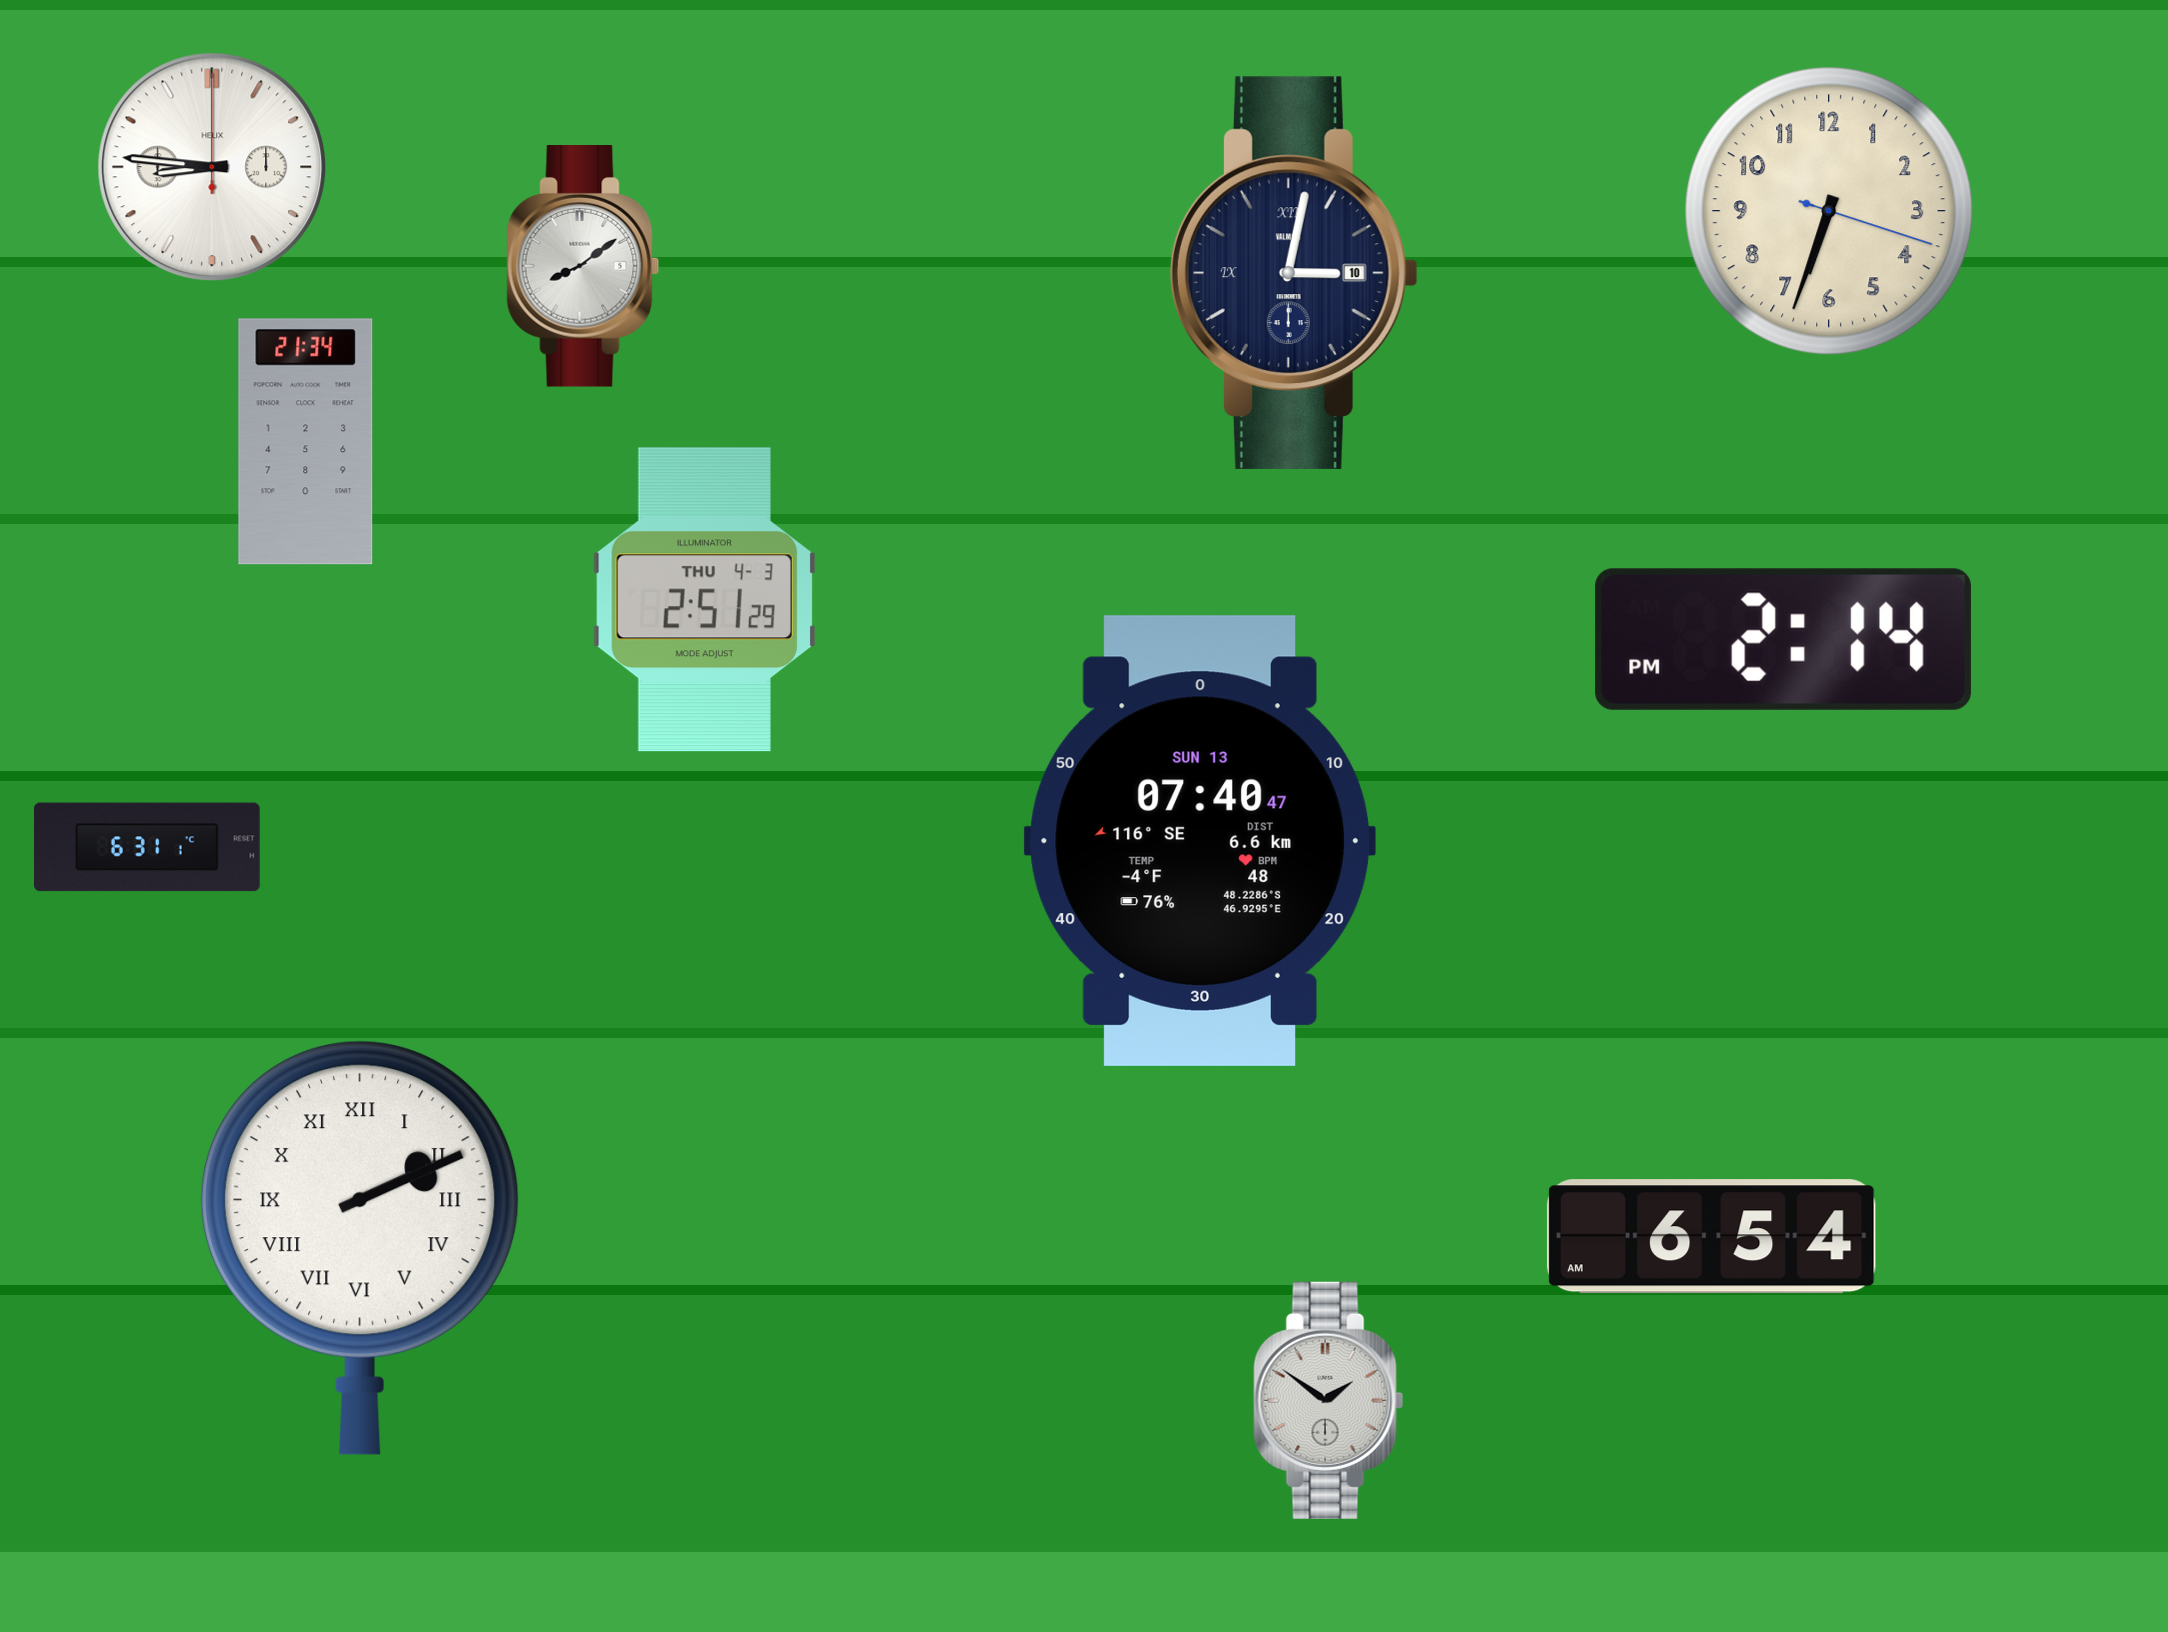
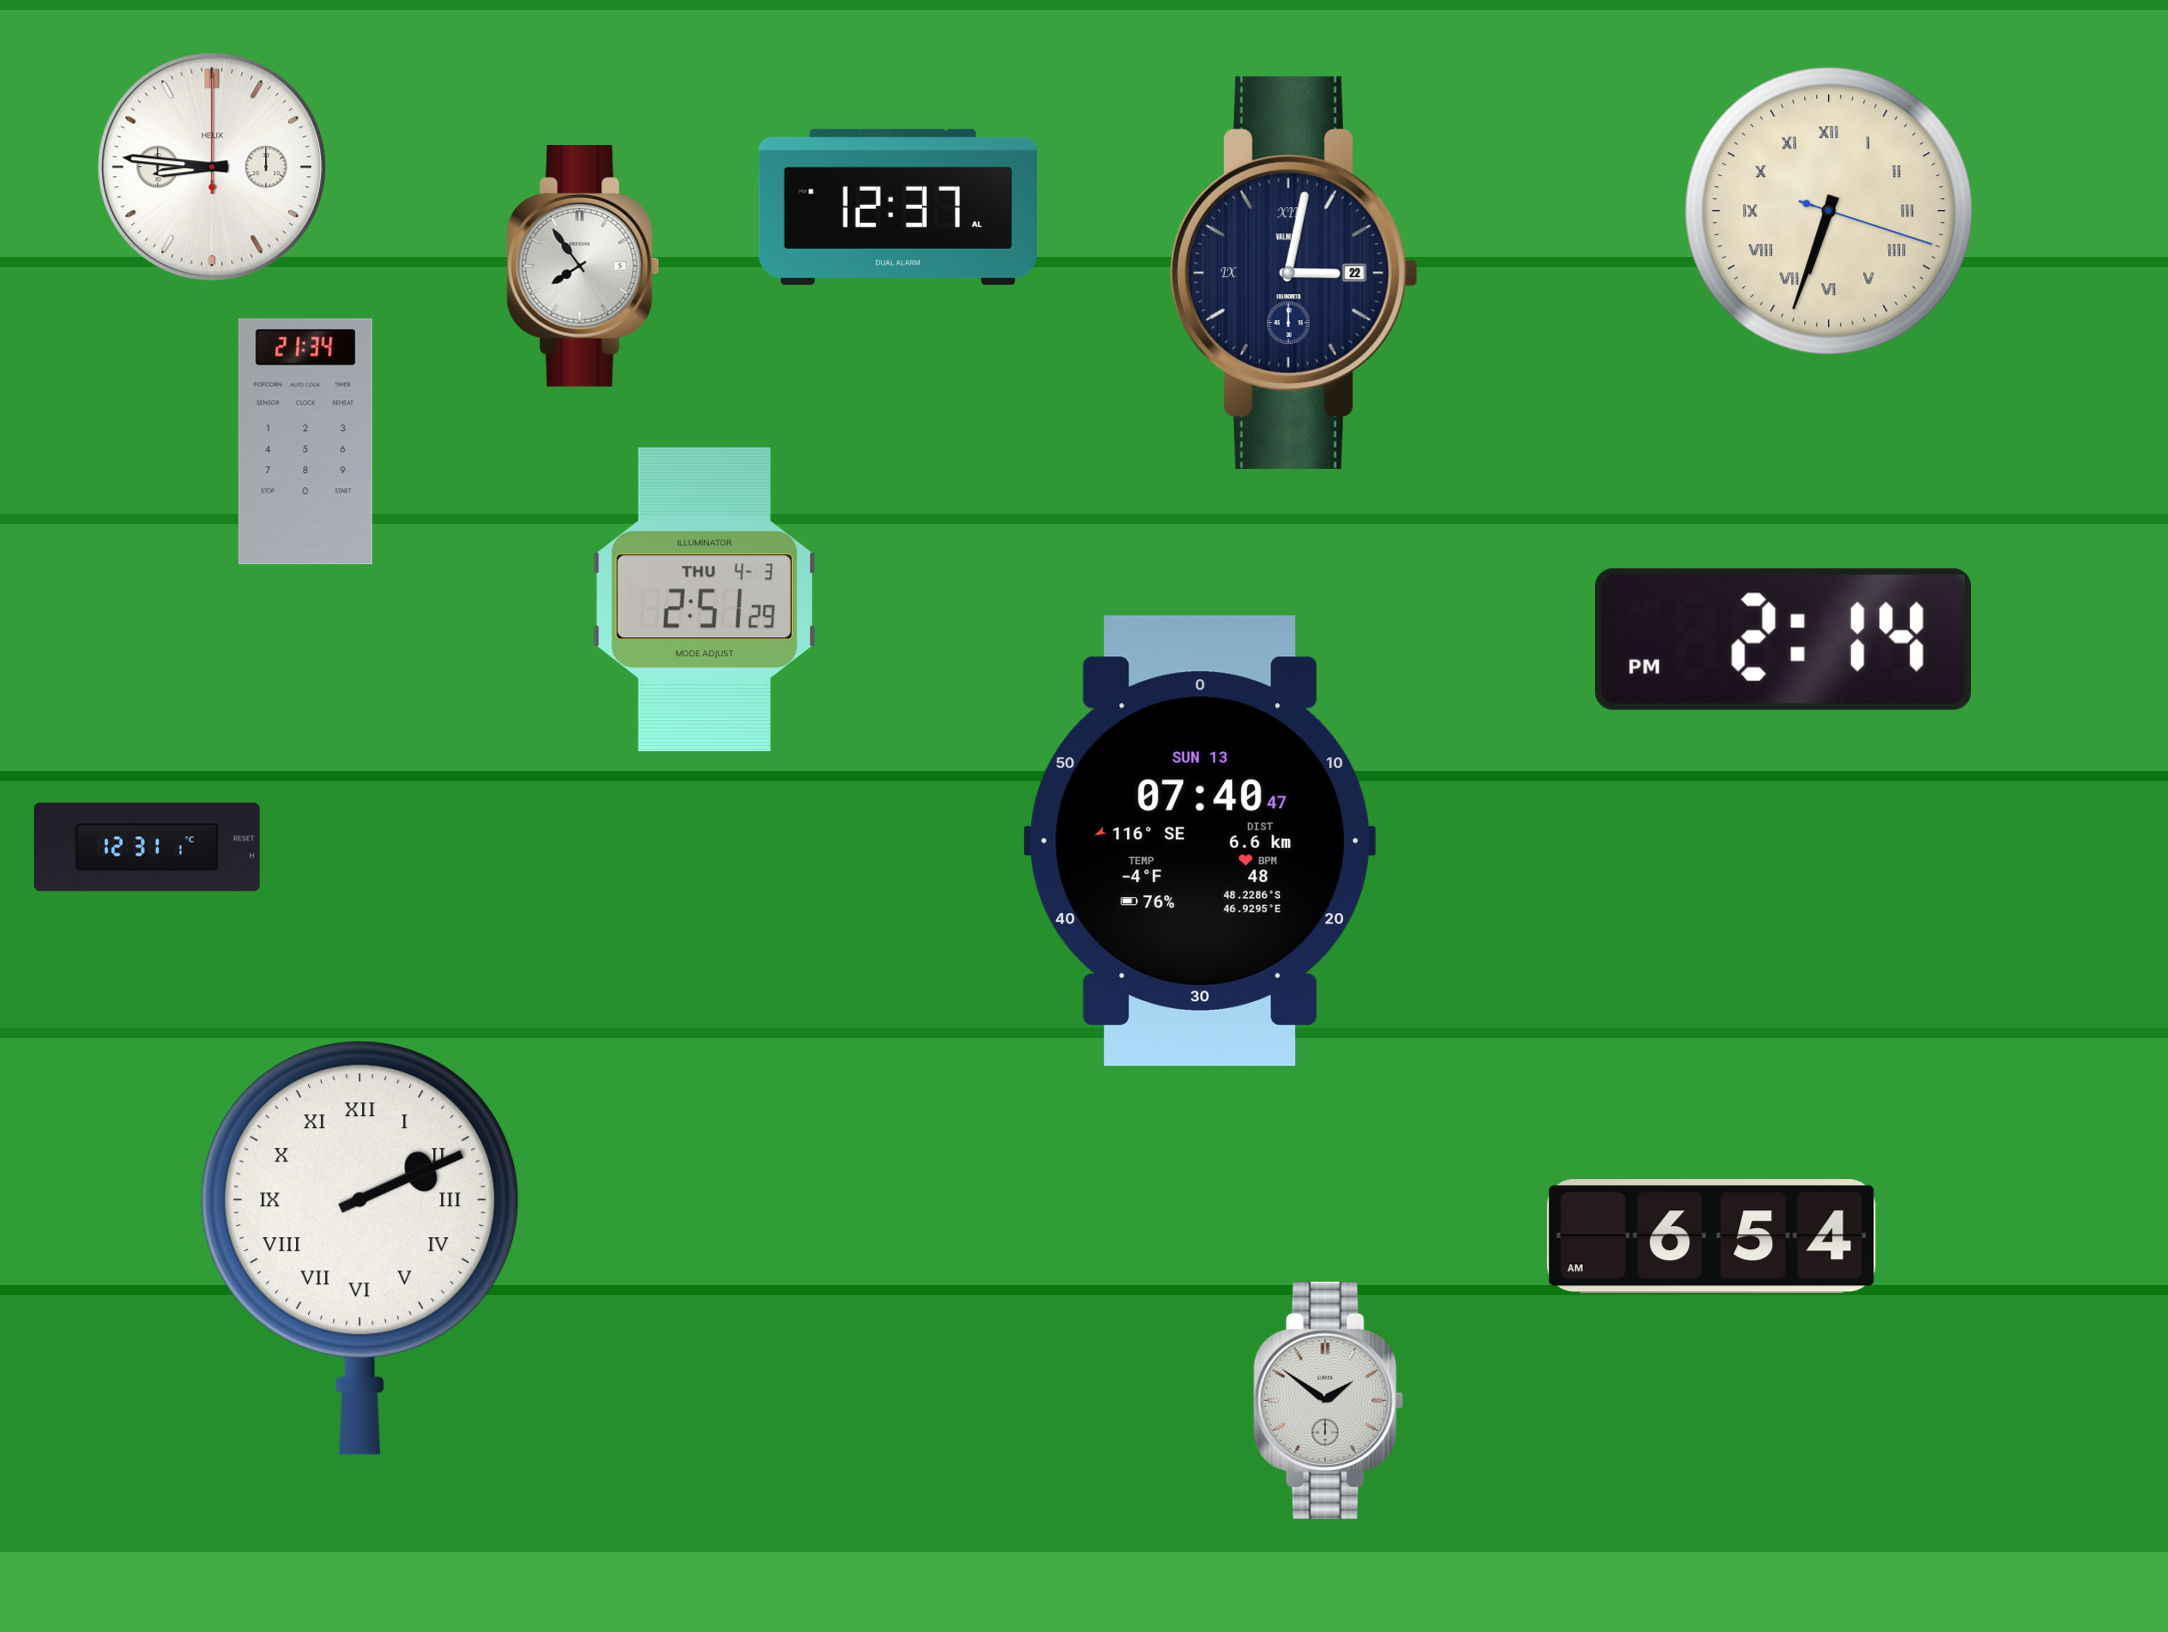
clock at (897, 207): none -> 12:37
clock at (1829, 211) numerals: Arabic -> Roman
clock at (583, 267): 8:09 -> 7:54
clock at (1294, 273) date: 10 -> 22
clock at (147, 847): 6:31 -> 12:31
